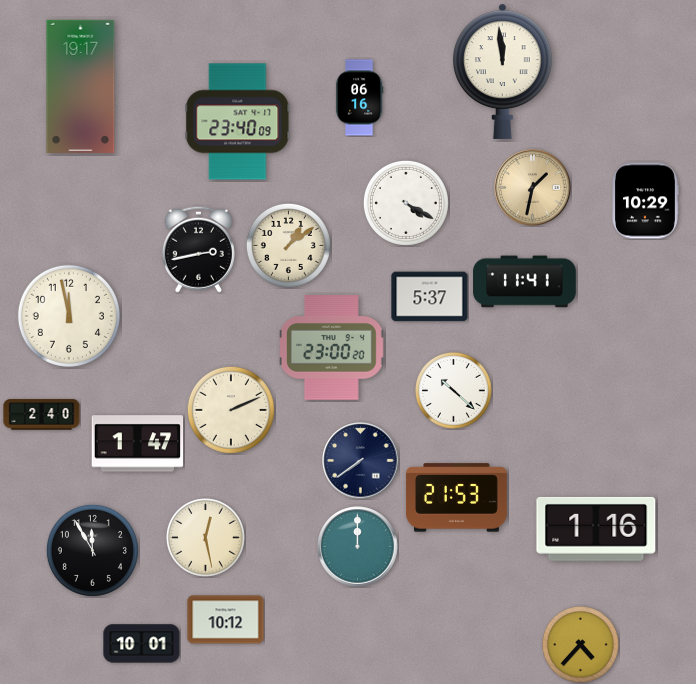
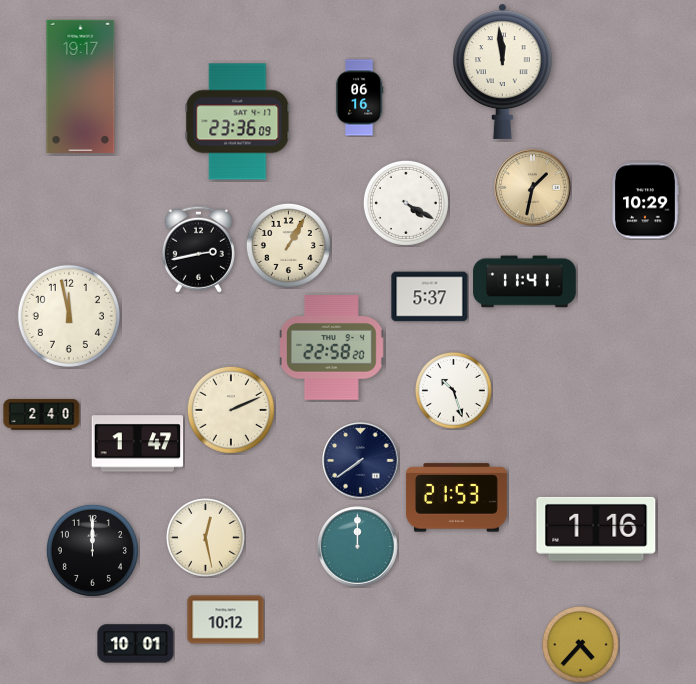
clock at (238, 122): 23:40 -> 23:36
clock at (288, 245): 1:09 -> 1:05
clock at (332, 348): 23:00 -> 22:58
clock at (454, 391): 10:22 -> 10:27
clock at (92, 550): 11:55 -> 12:00
clock at (142, 644) position: (142, 644) -> (136, 644)
